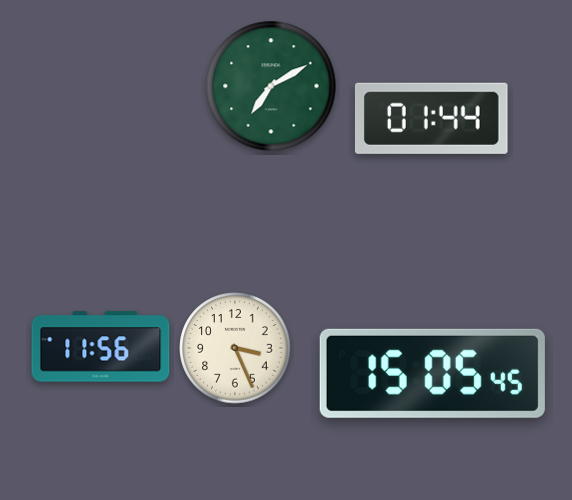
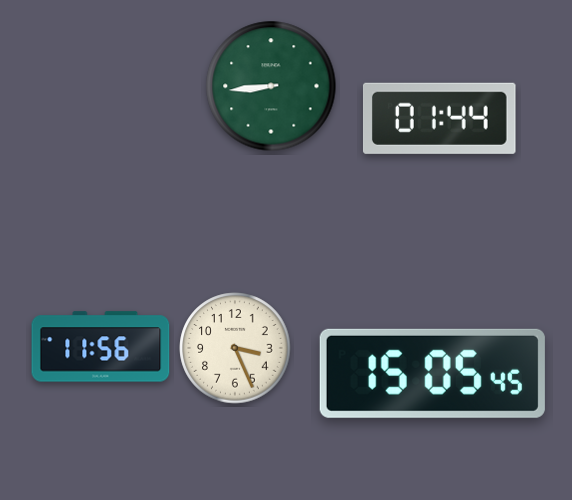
clock at (271, 86): 7:10 -> 8:44
clock at (431, 118) position: (431, 118) -> (439, 118)
